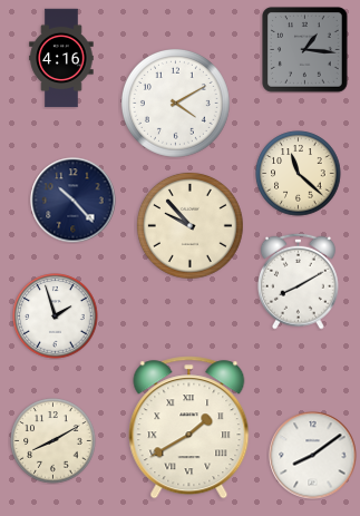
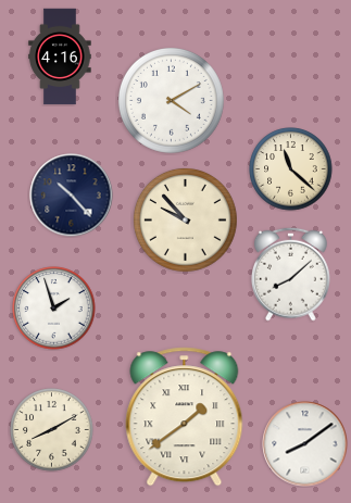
clock at (305, 50): 1:16 -> none
clock at (298, 281): 8:10 -> 8:08
clock at (189, 428): 1:40 -> 1:39
